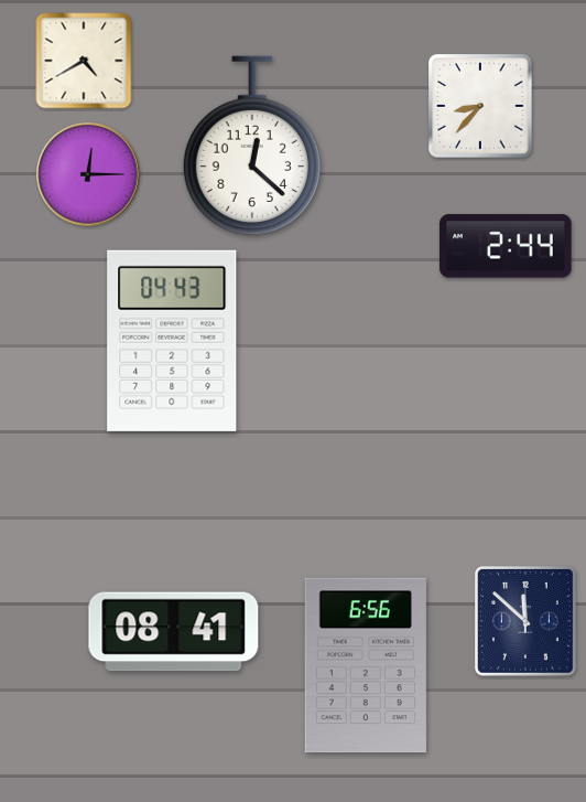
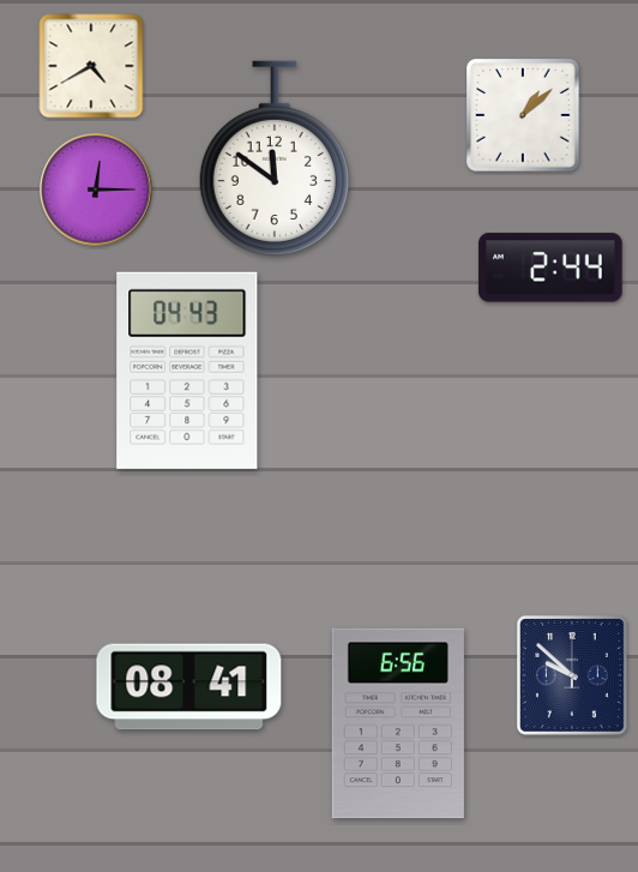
clock at (480, 106): 8:37 -> 1:08
clock at (252, 146): 12:22 -> 11:51
clock at (525, 622): 11:52 -> 9:52
